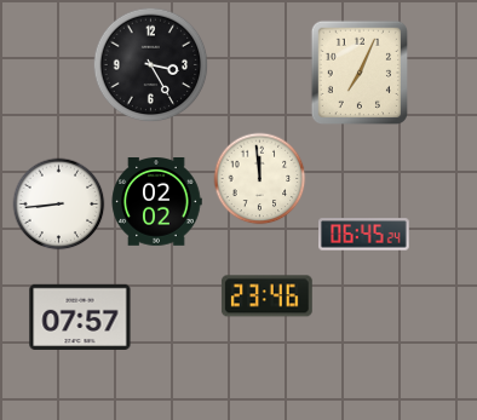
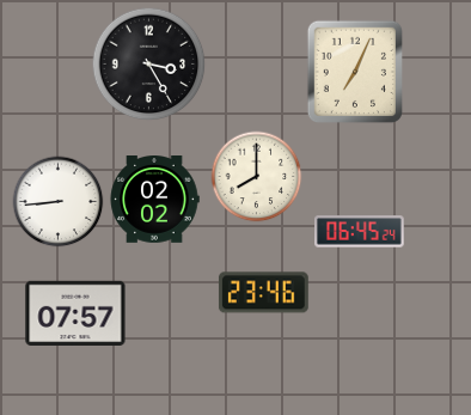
clock at (260, 179): 11:59 -> 8:00
clock at (80, 316) position: (80, 316) -> (75, 312)
